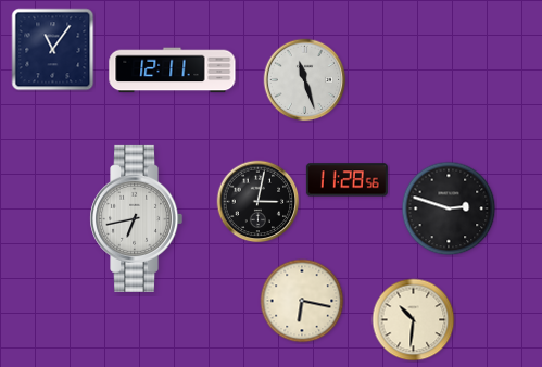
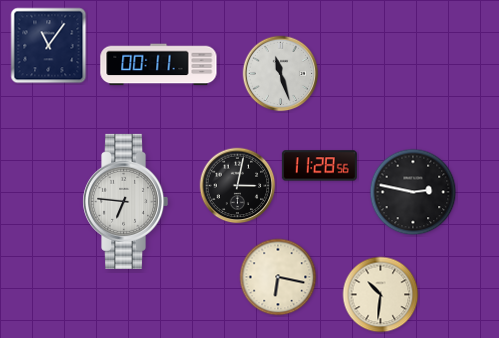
clock at (173, 71): 12:11 -> 00:11
clock at (449, 208): 2:48 -> 2:47
clock at (137, 218): 6:43 -> 6:46
